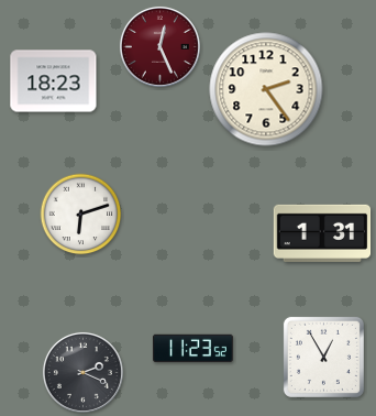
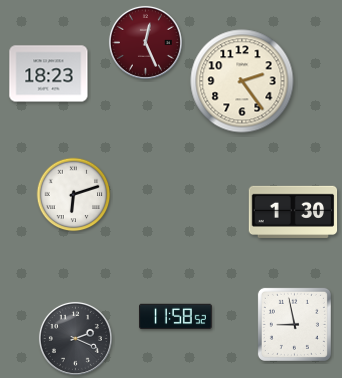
clock at (322, 233): 1:31 -> 1:30
clock at (193, 349): 11:23 -> 11:58
clock at (323, 357): 12:55 -> 8:58
